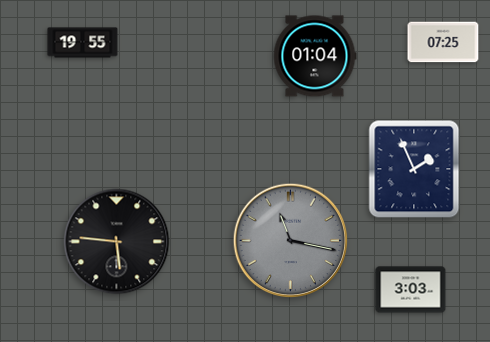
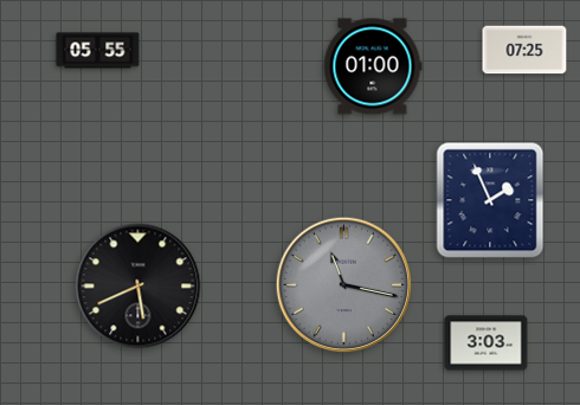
clock at (83, 43): 19:55 -> 05:55
clock at (315, 56): 01:04 -> 01:00
clock at (117, 242): 5:46 -> 5:41
